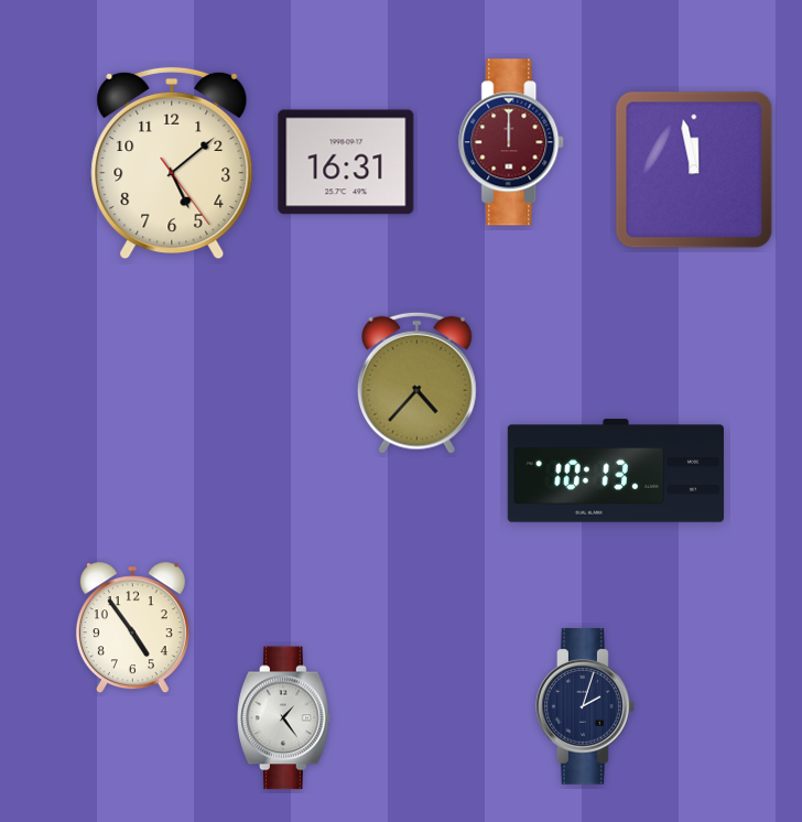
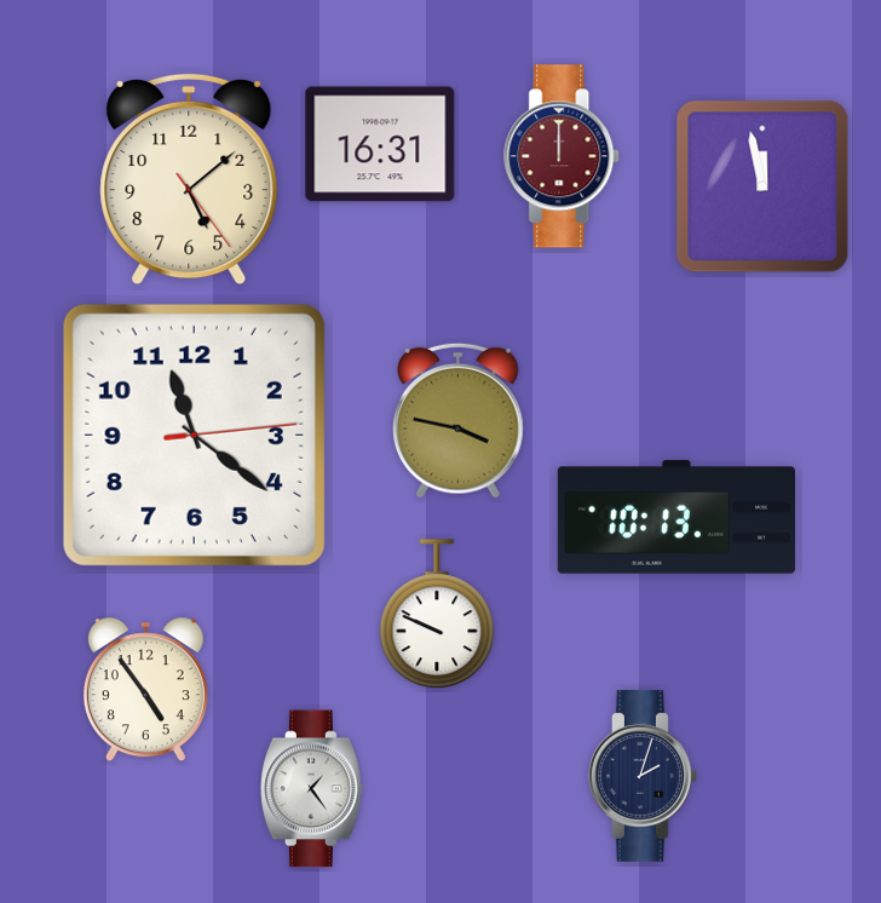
clock at (346, 162) position: (346, 162) -> (380, 144)
clock at (416, 382): 4:37 -> 3:47
clock at (194, 435): none -> 11:21
clock at (437, 615): none -> 9:49
